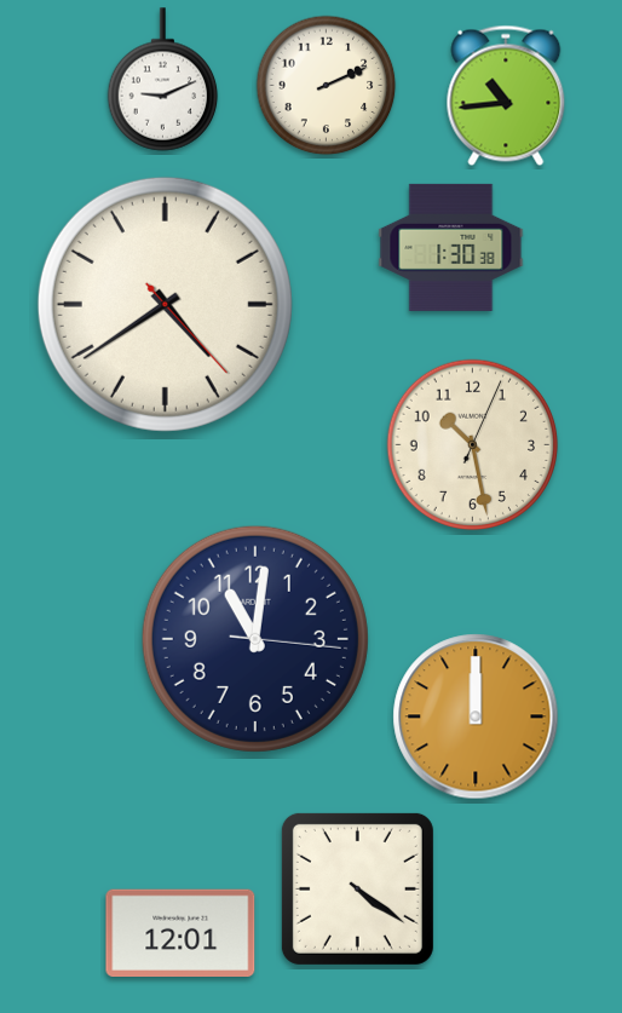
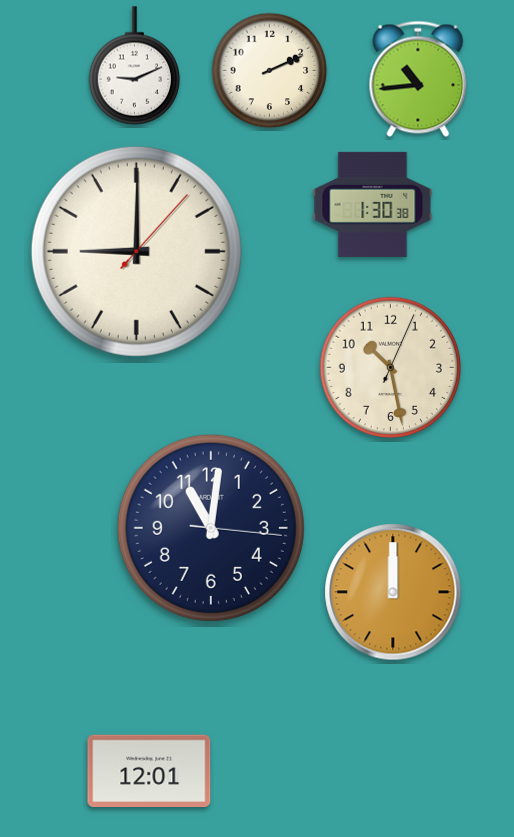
clock at (165, 304): 4:39 -> 9:00
clock at (357, 888): 4:21 -> none
